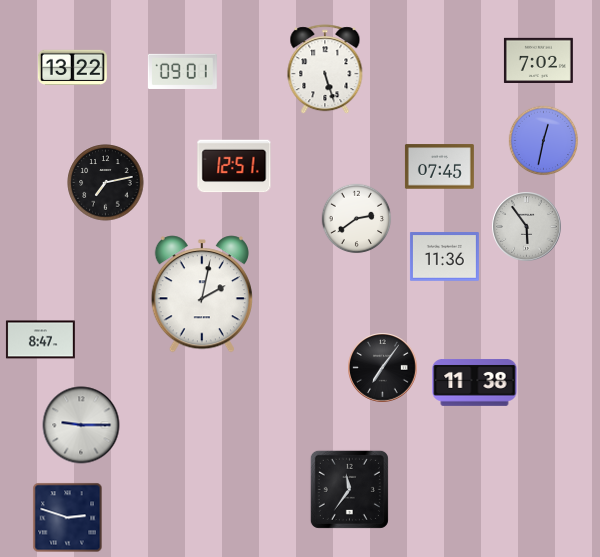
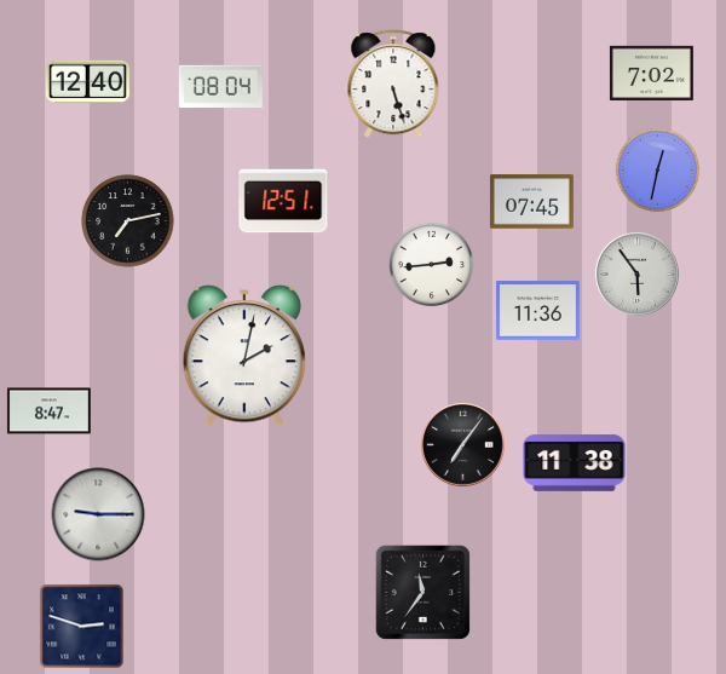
clock at (72, 68): 13:22 -> 12:40
clock at (182, 71): 09:01 -> 08:04
clock at (357, 219): 2:39 -> 2:44
